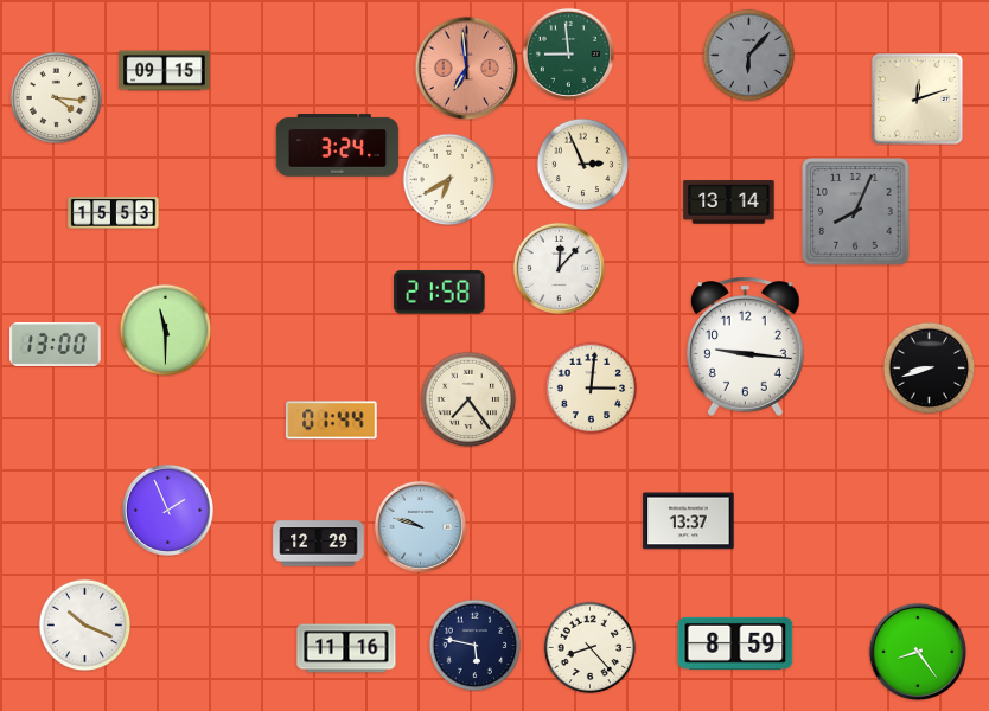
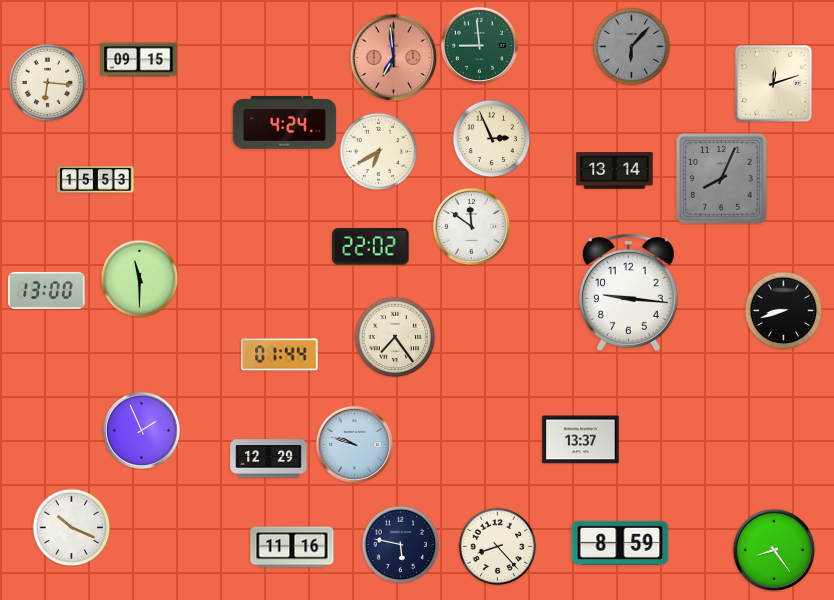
clock at (56, 97): 4:16 -> 6:16
clock at (338, 146): 3:24 -> 4:24
clock at (559, 268): 12:07 -> 11:51
clock at (440, 293): 21:58 -> 22:02
clock at (591, 387): 3:01 -> none
